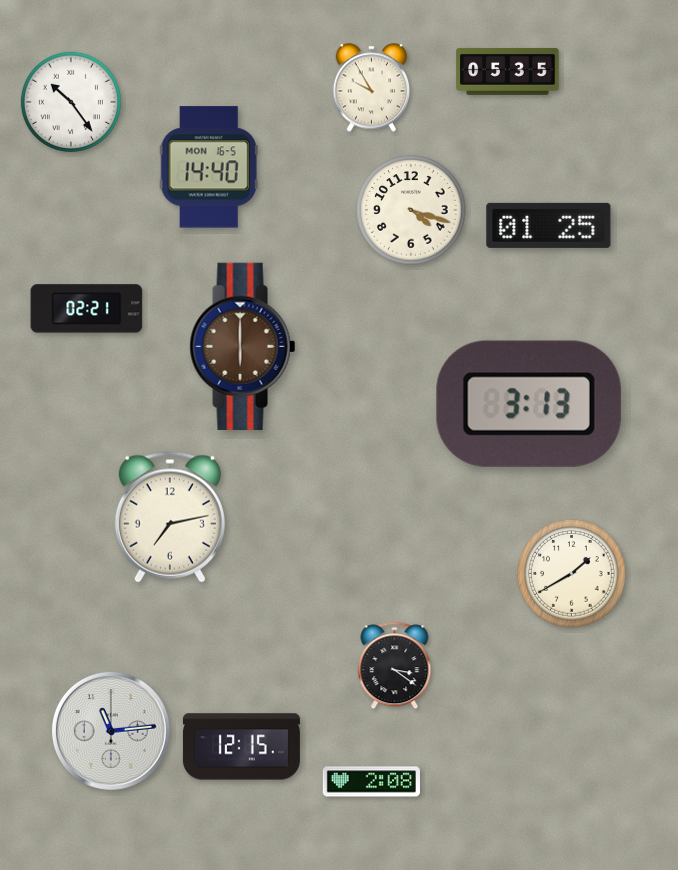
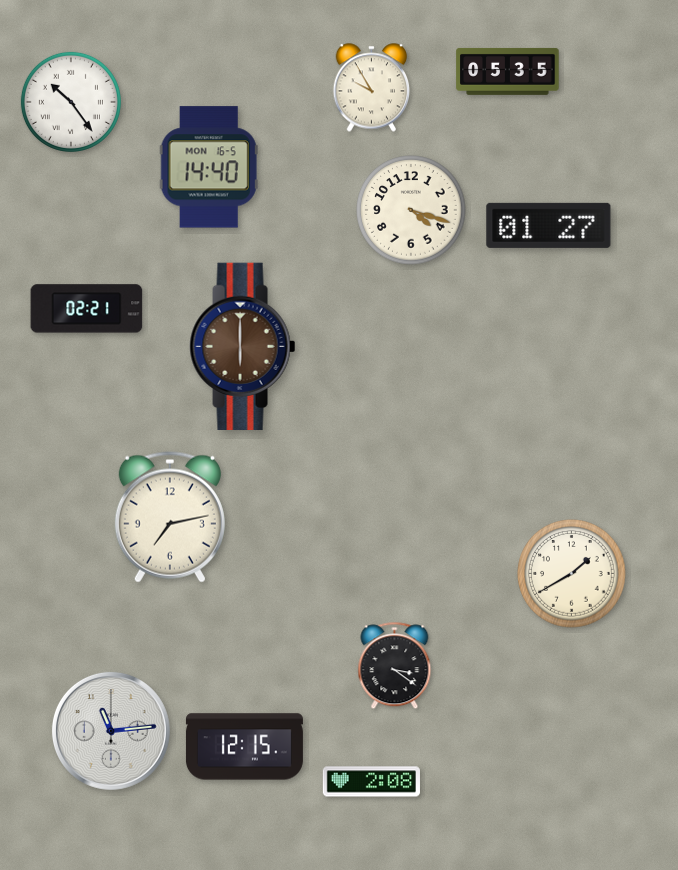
clock at (549, 225): 01:25 -> 01:27
clock at (529, 404): 3:13 -> none
clock at (241, 747) position: (241, 747) -> (244, 747)
